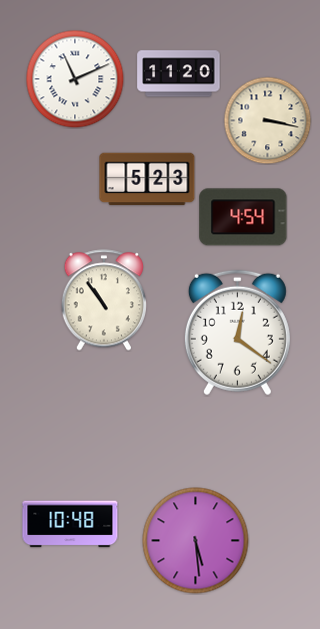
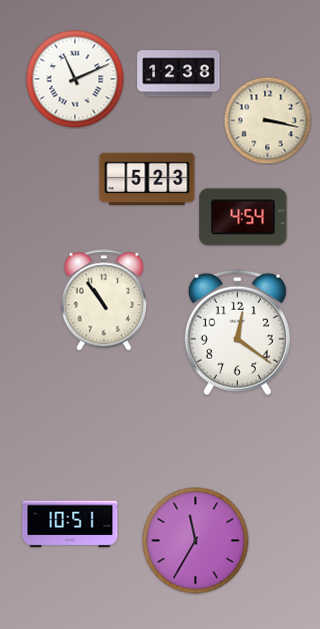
clock at (179, 74): 11:20 -> 12:38
clock at (70, 524): 10:48 -> 10:51
clock at (196, 541): 5:29 -> 11:35
